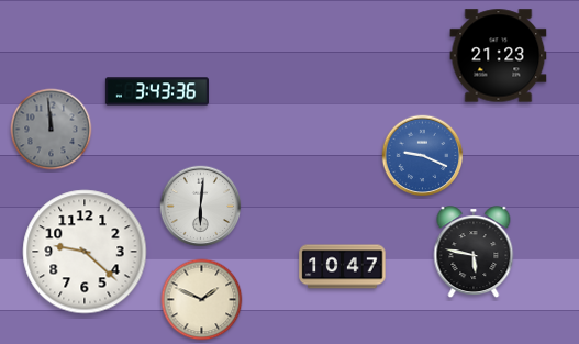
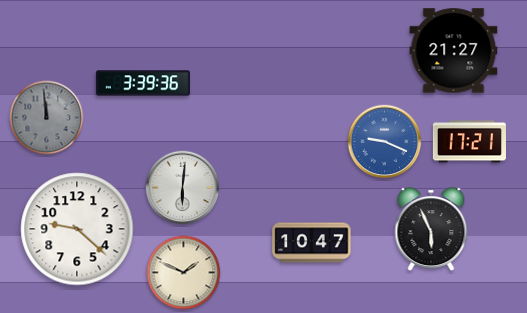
clock at (499, 56): 21:23 -> 21:27
clock at (156, 91): 3:43 -> 3:39
clock at (469, 142): none -> 17:21
clock at (474, 253): 5:47 -> 5:56
